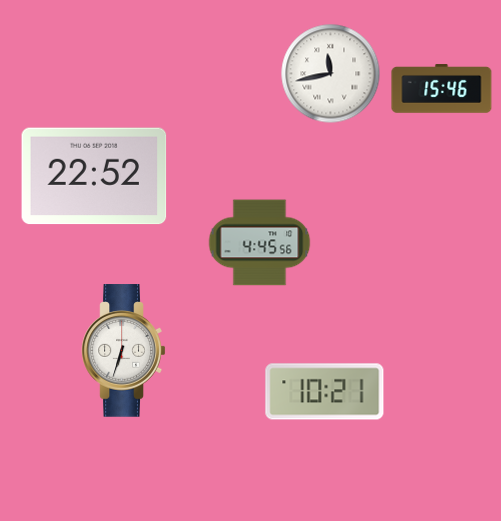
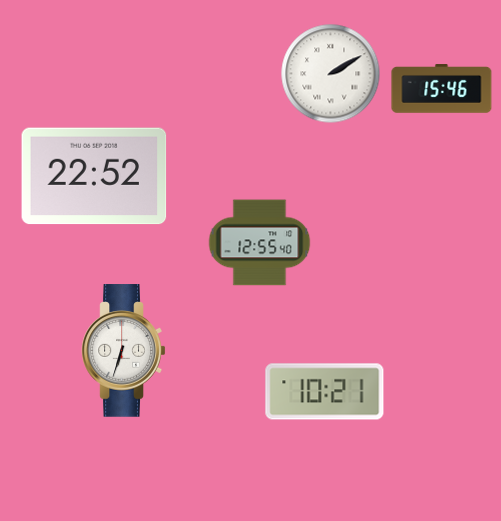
clock at (331, 74): 11:43 -> 2:10
clock at (260, 243): 4:45 -> 12:55
